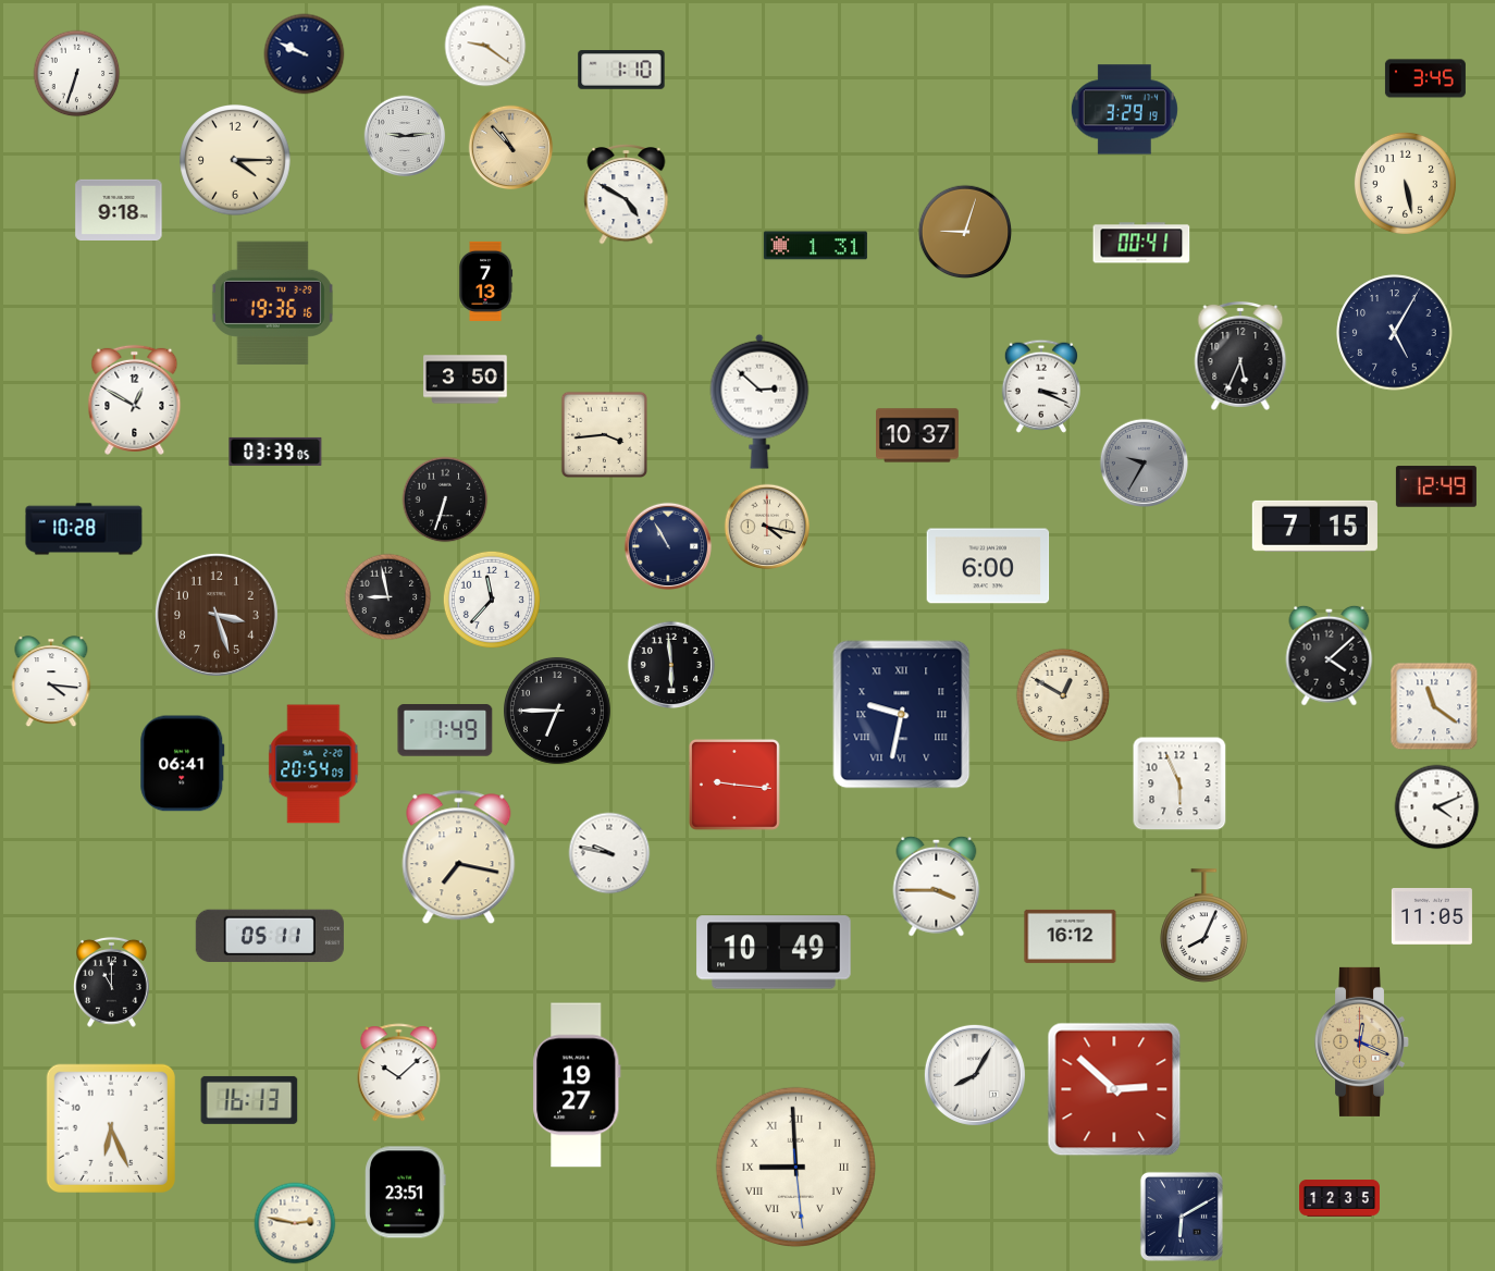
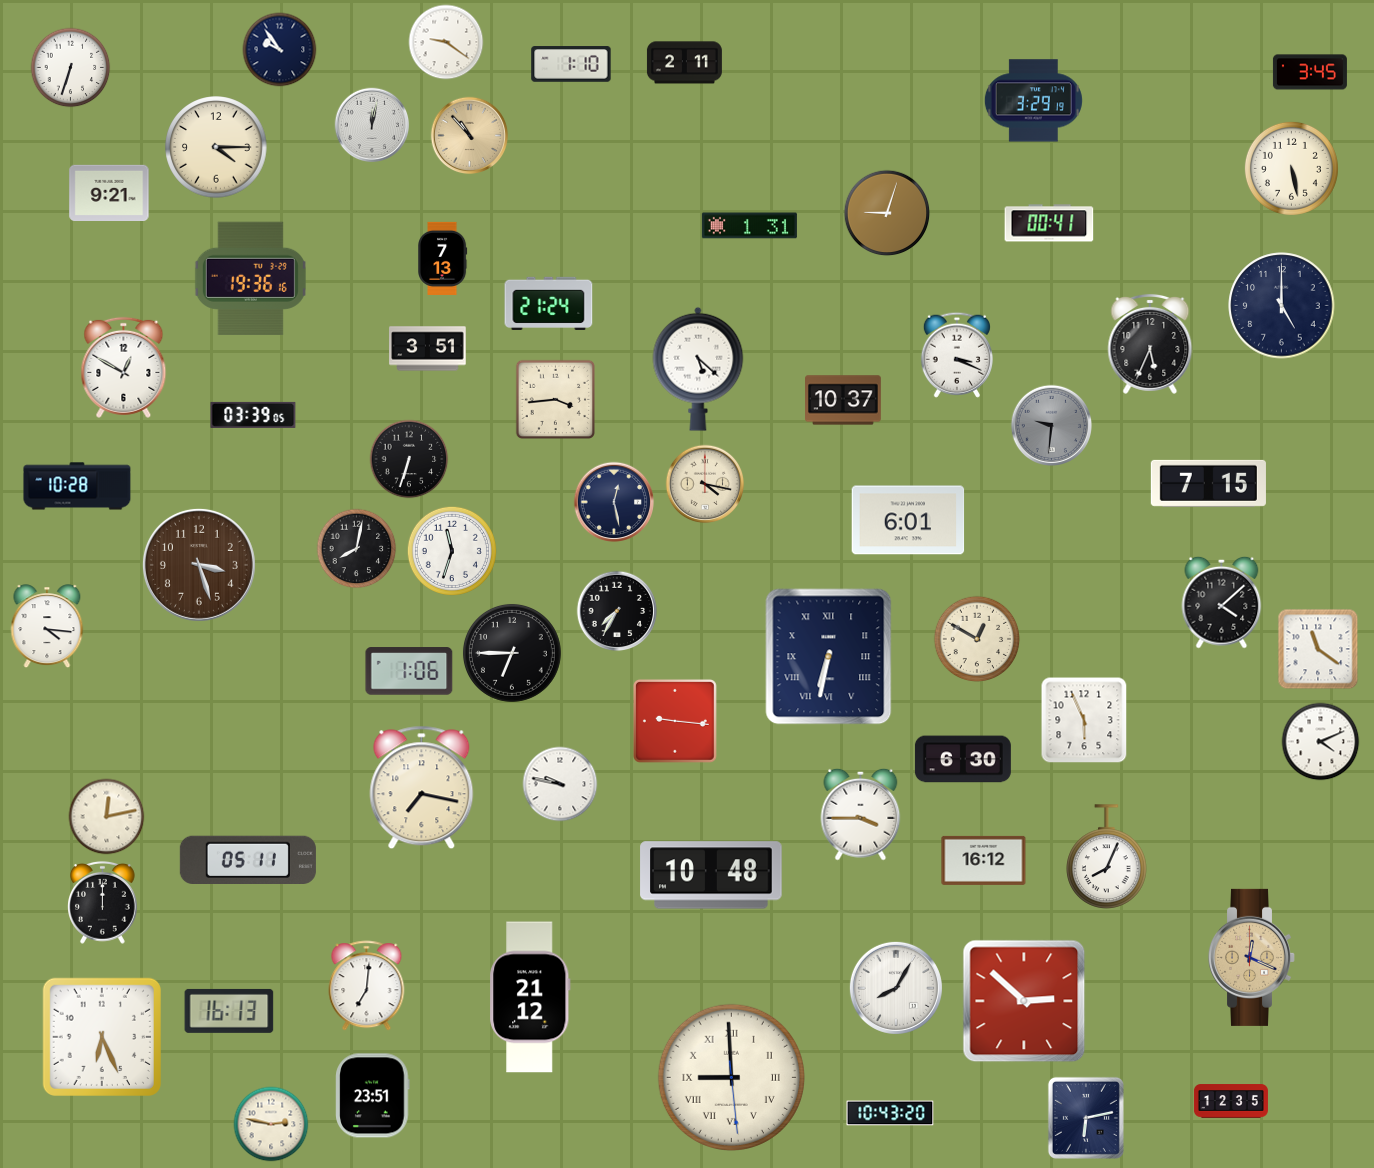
clock at (305, 54): 9:49 -> 9:54
clock at (684, 63): none -> 2:11
clock at (405, 136): 9:14 -> 12:02
clock at (627, 194): 4:50 -> none
clock at (119, 209): 9:18 -> 9:21
clock at (486, 281) position: (486, 281) -> (443, 258)
clock at (549, 303): none -> 21:24
clock at (1395, 333): 5:05 -> 5:00
clock at (1240, 356) position: (1240, 356) -> (1150, 344)
clock at (466, 380): 3:50 -> 3:51
clock at (759, 402): 2:52 -> 5:22
clock at (1144, 462): 9:35 -> 9:31
clock at (1436, 486): 12:49 -> none
clock at (668, 546): 10:55 -> 12:28
clock at (988, 566): 6:00 -> 6:01
clock at (388, 597): 8:58 -> 8:02
clock at (492, 600): 11:37 -> 11:33
clock at (671, 665): 5:59 -> 7:35
clock at (902, 715): 9:32 -> 6:32
clock at (445, 730): 1:49 -> 1:06
clock at (183, 764): 06:41 -> none
clock at (313, 764): 20:54 -> none
clock at (963, 759): none -> 6:30
clock at (107, 817): none -> 12:13
clock at (1432, 917): 11:05 -> none
clock at (1204, 926) position: (1204, 926) -> (1107, 857)
clock at (774, 952): 10:49 -> 10:48
clock at (112, 982): 11:00 -> 12:00
clock at (399, 1073): 10:08 -> 7:01
clock at (577, 1085): 19:27 -> 21:12
clock at (795, 1167) position: (795, 1167) -> (731, 1077)
clock at (890, 1113): none -> 10:43
clock at (1182, 1217): 6:10 -> 6:13
